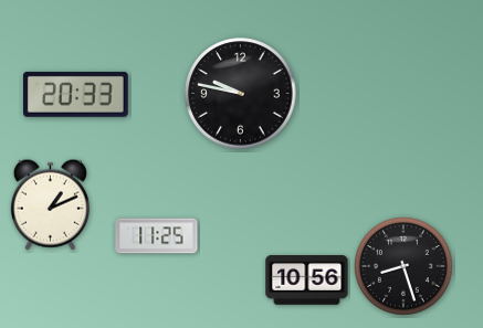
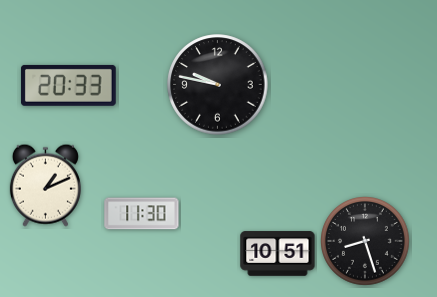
clock at (157, 236): 11:25 -> 11:30
clock at (307, 281): 10:56 -> 10:51
